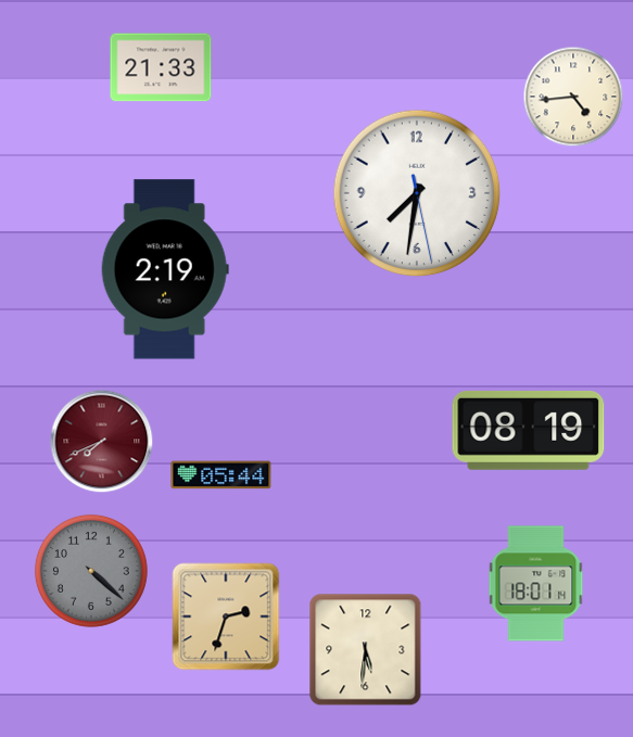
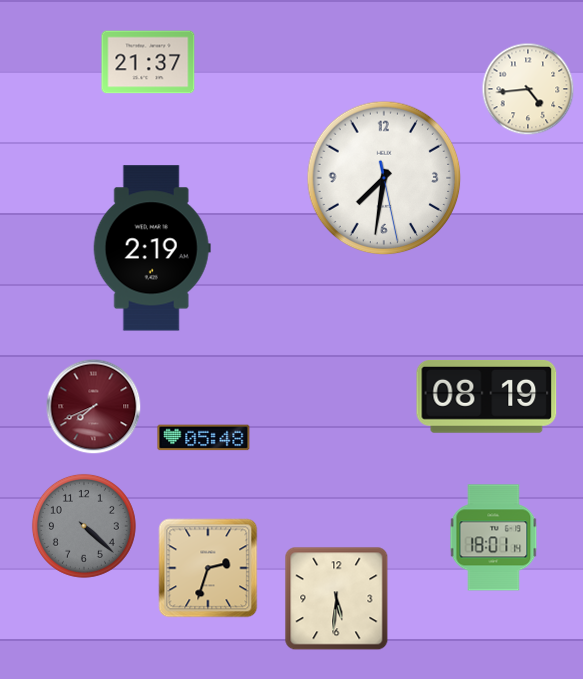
clock at (161, 67): 21:33 -> 21:37
clock at (221, 475): 05:44 -> 05:48
